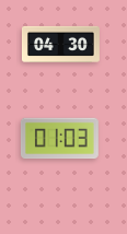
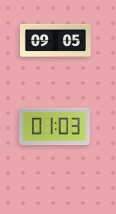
clock at (61, 44): 04:30 -> 09:05
